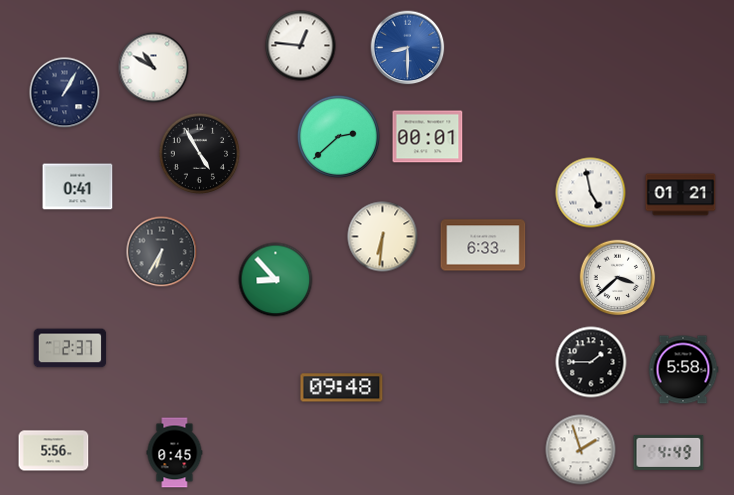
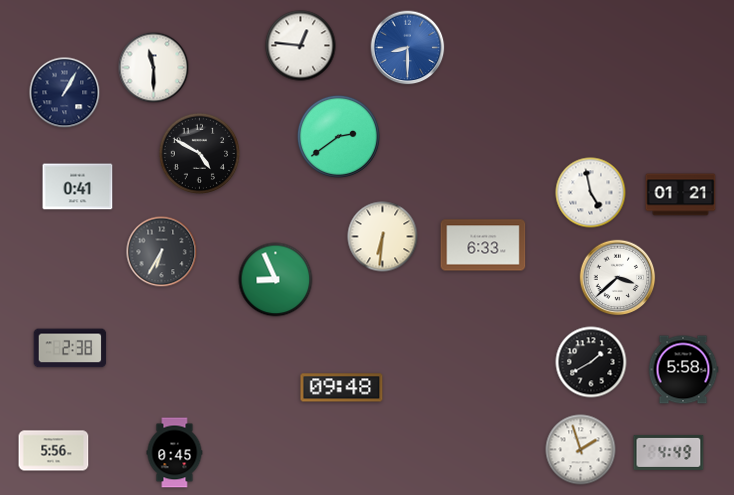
clock at (154, 68): 10:50 -> 11:30
clock at (338, 136): 2:38 -> 2:39
clock at (428, 137): 00:01 -> none
clock at (199, 153): 4:55 -> 4:50
clock at (276, 280): 8:53 -> 8:56
clock at (70, 348): 2:37 -> 2:38
clock at (591, 362): 1:45 -> 1:40
